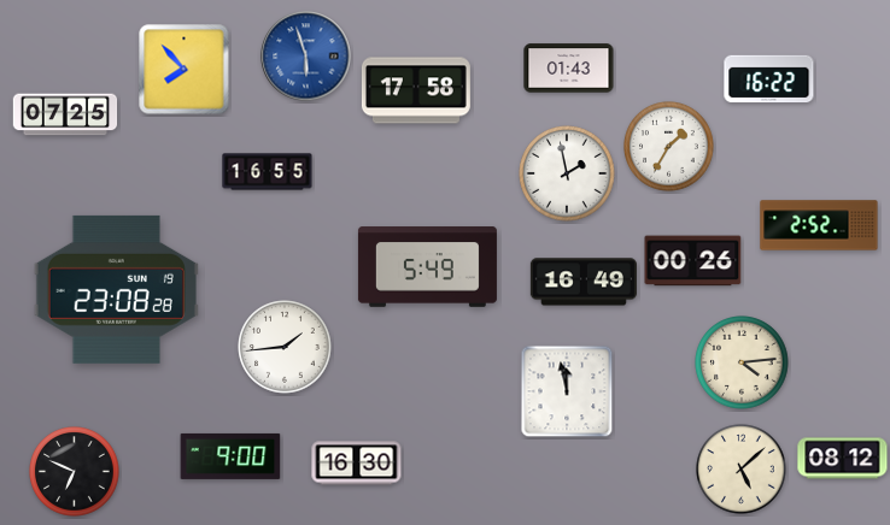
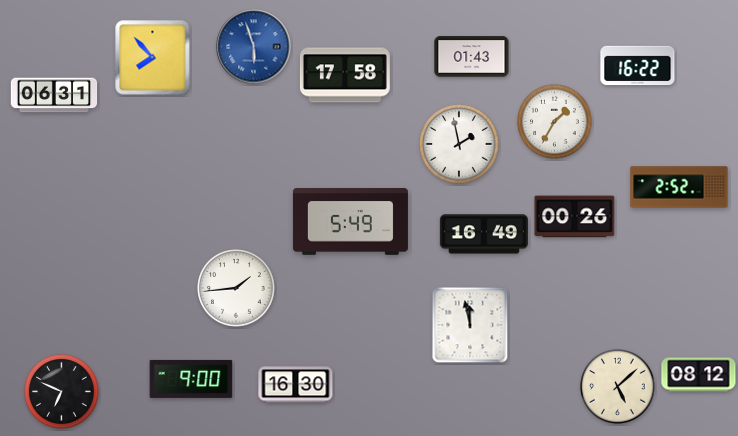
clock at (65, 114): 07:25 -> 06:31
clock at (268, 172): 16:55 -> none
clock at (567, 173) position: (567, 173) -> (459, 144)
clock at (427, 267) position: (427, 267) -> (350, 222)
clock at (116, 289): 23:08 -> none
clock at (742, 362): 4:14 -> none
clock at (843, 459) position: (843, 459) -> (699, 375)
clock at (742, 470) position: (742, 470) -> (618, 387)
